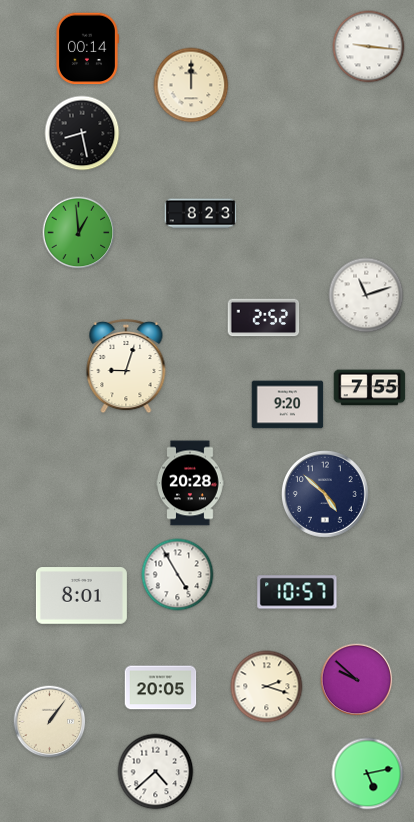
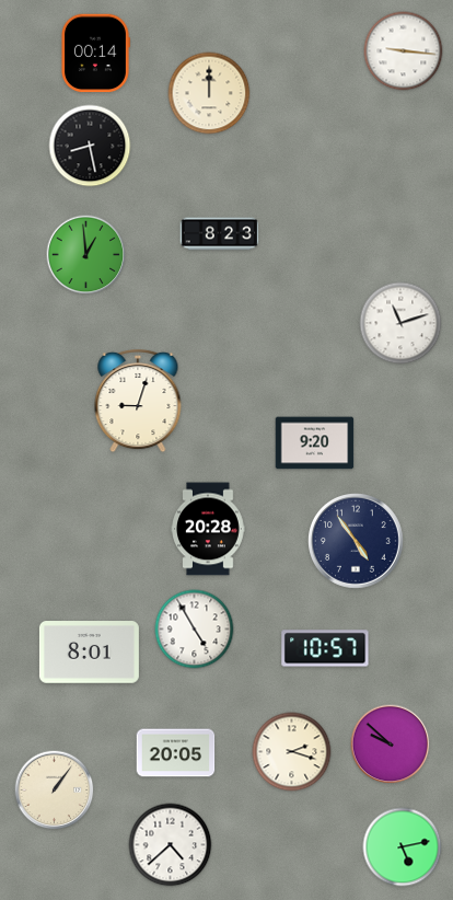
clock at (264, 318): 2:52 -> none
clock at (370, 388): 7:55 -> none
clock at (326, 495): 4:52 -> 4:54
